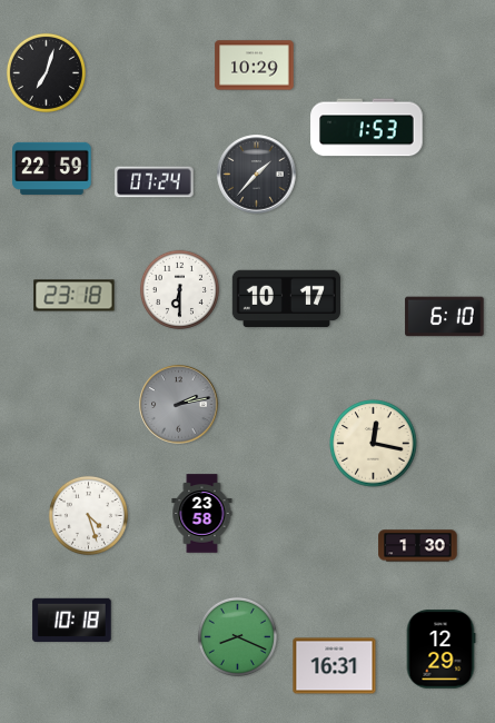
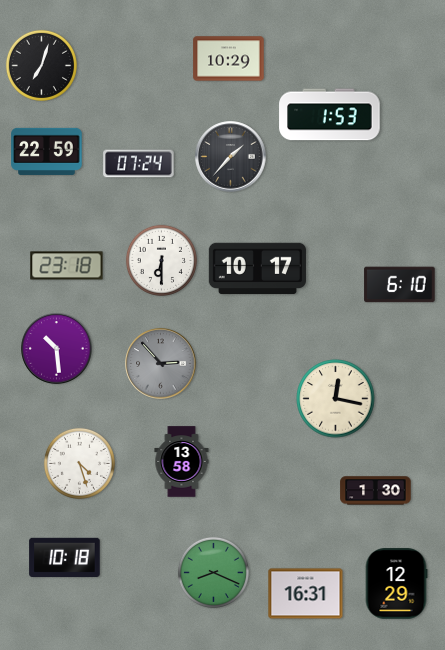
clock at (57, 349): none -> 10:29
clock at (179, 405): 2:13 -> 2:53
clock at (202, 514): 23:58 -> 13:58
clock at (335, 666) position: (335, 666) -> (306, 594)
